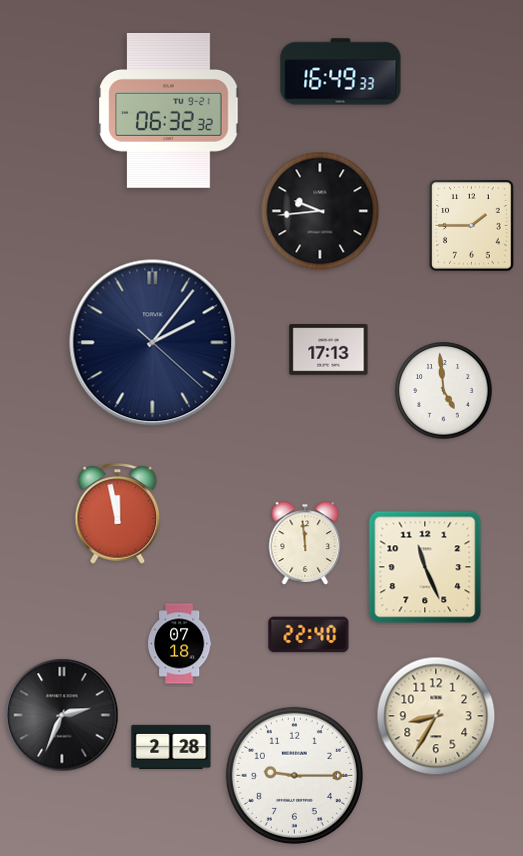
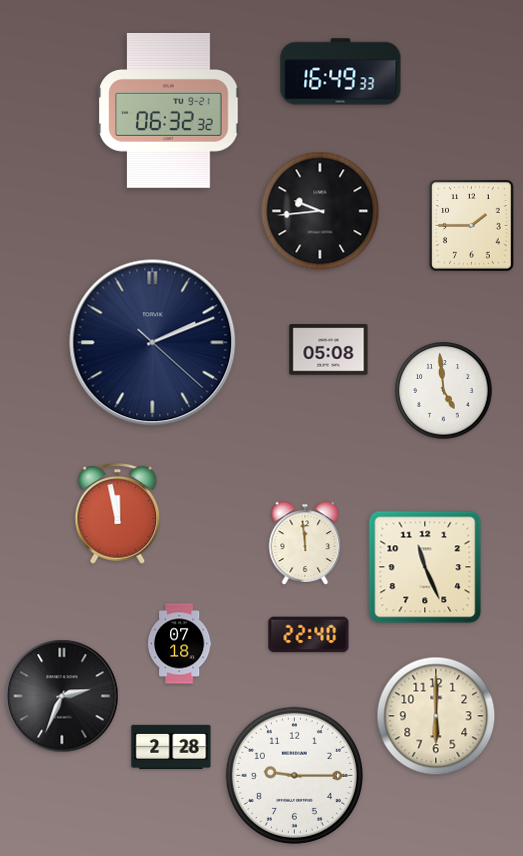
clock at (153, 343): 2:06 -> 2:11
clock at (329, 350): 17:13 -> 05:08
clock at (62, 715) position: (62, 715) -> (62, 696)
clock at (436, 716): 8:35 -> 6:00
